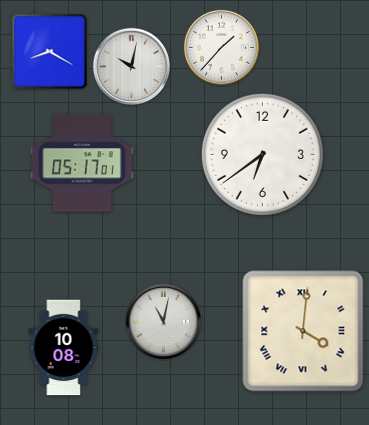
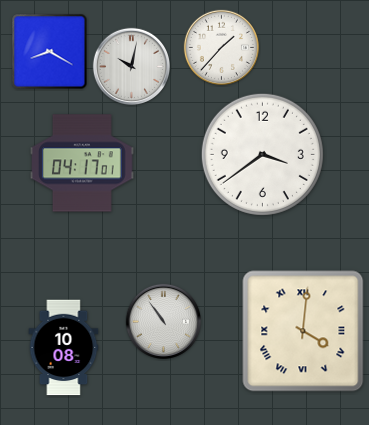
clock at (262, 154): 6:39 -> 3:39
clock at (83, 163): 05:17 -> 04:17
clock at (163, 321): 11:02 -> 10:54
